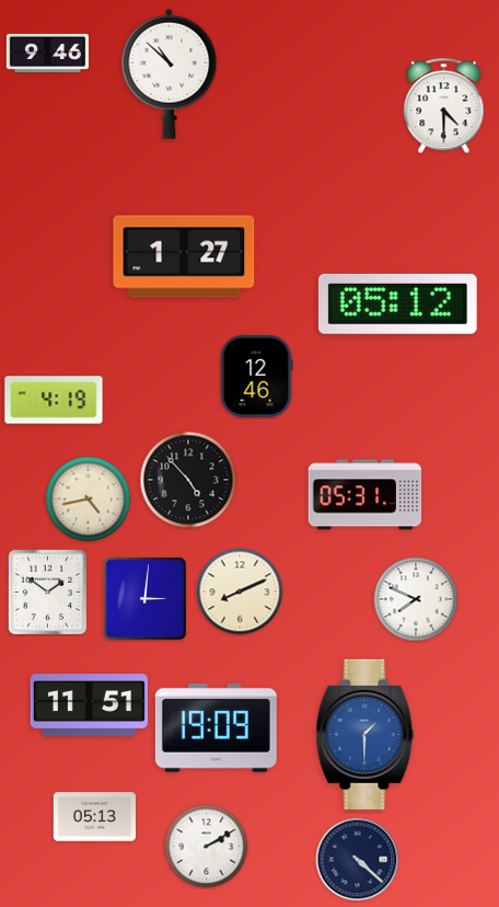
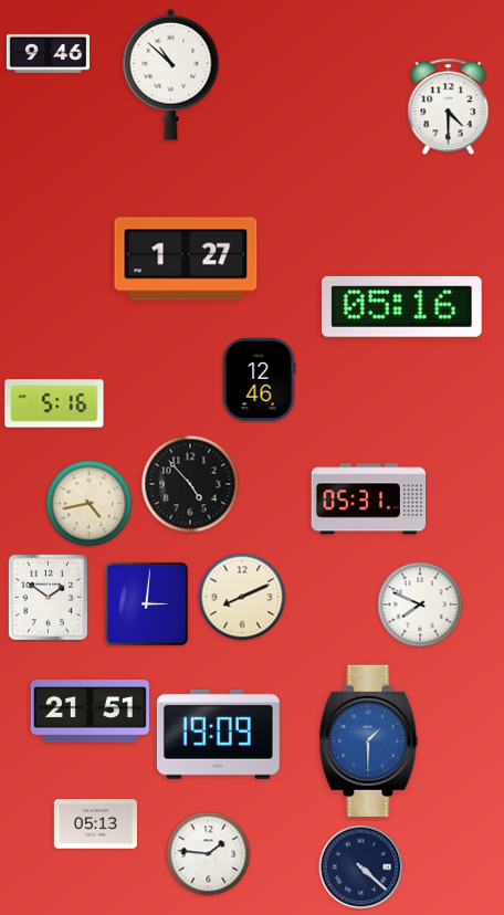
clock at (397, 303): 05:12 -> 05:16
clock at (54, 400): 4:19 -> 5:16
clock at (89, 705): 11:51 -> 21:51
clock at (207, 847): 2:10 -> 1:46
